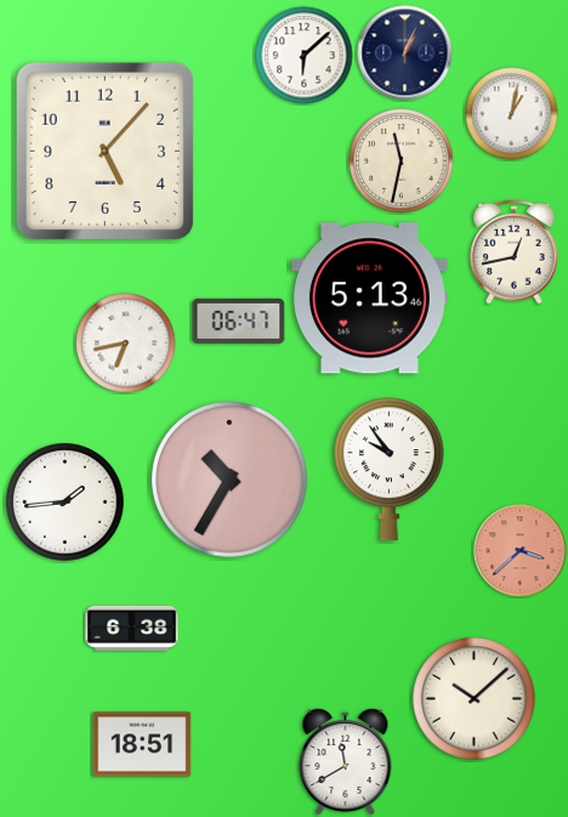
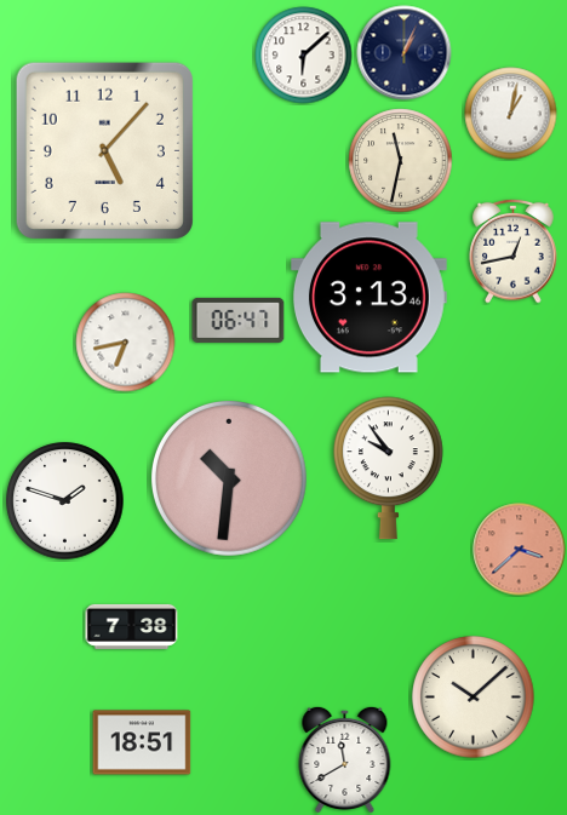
clock at (369, 299): 5:13 -> 3:13
clock at (229, 480): 10:35 -> 10:31
clock at (66, 503): 1:44 -> 1:48
clock at (132, 628): 6:38 -> 7:38
